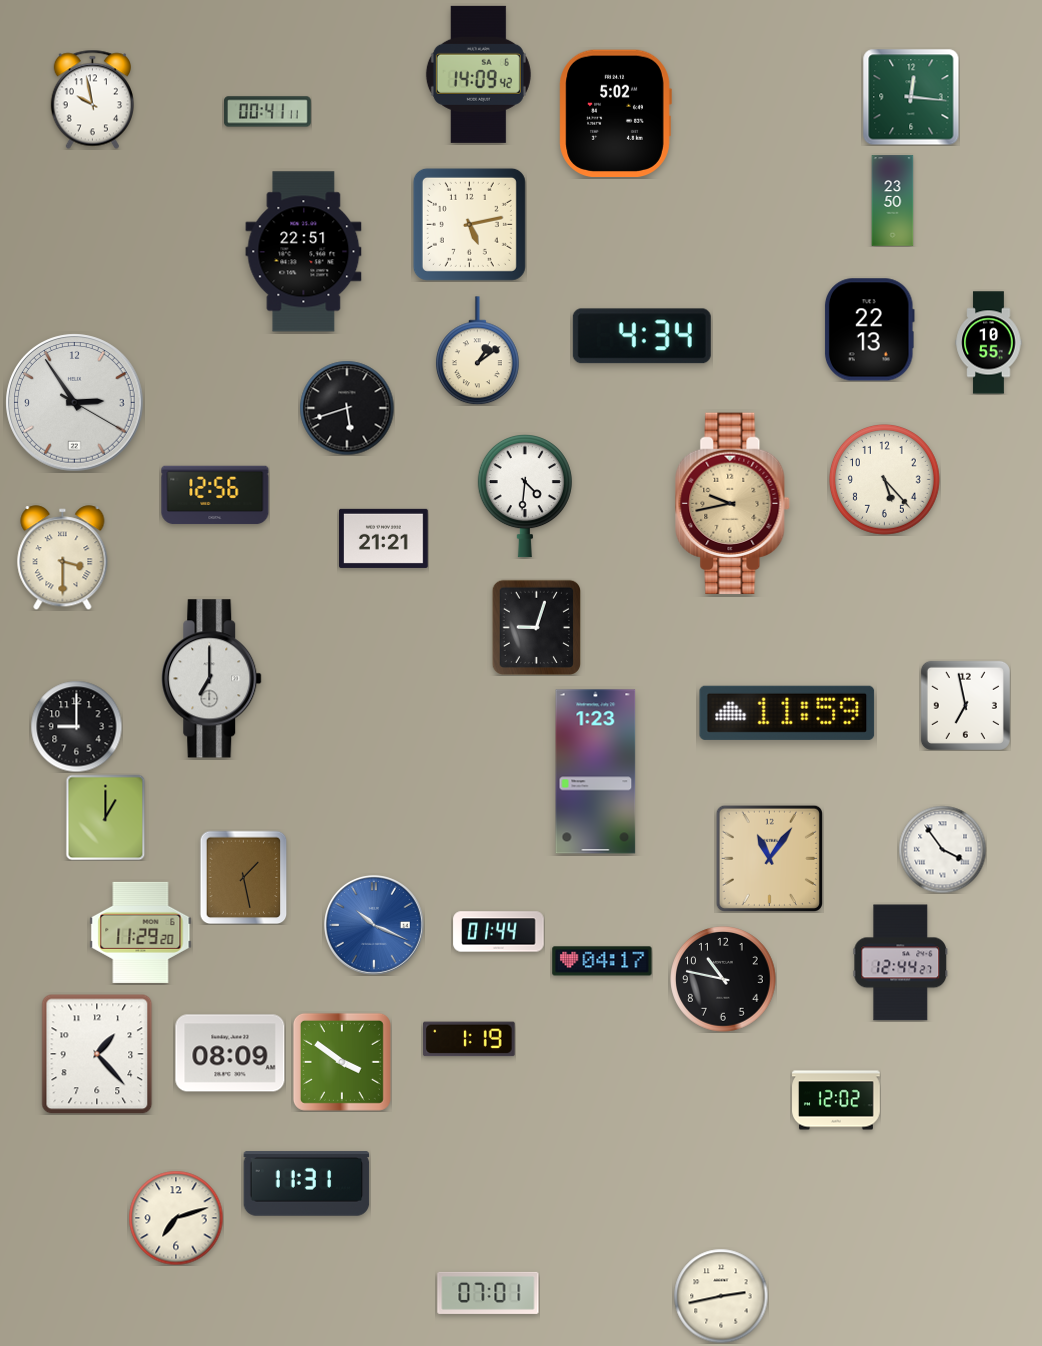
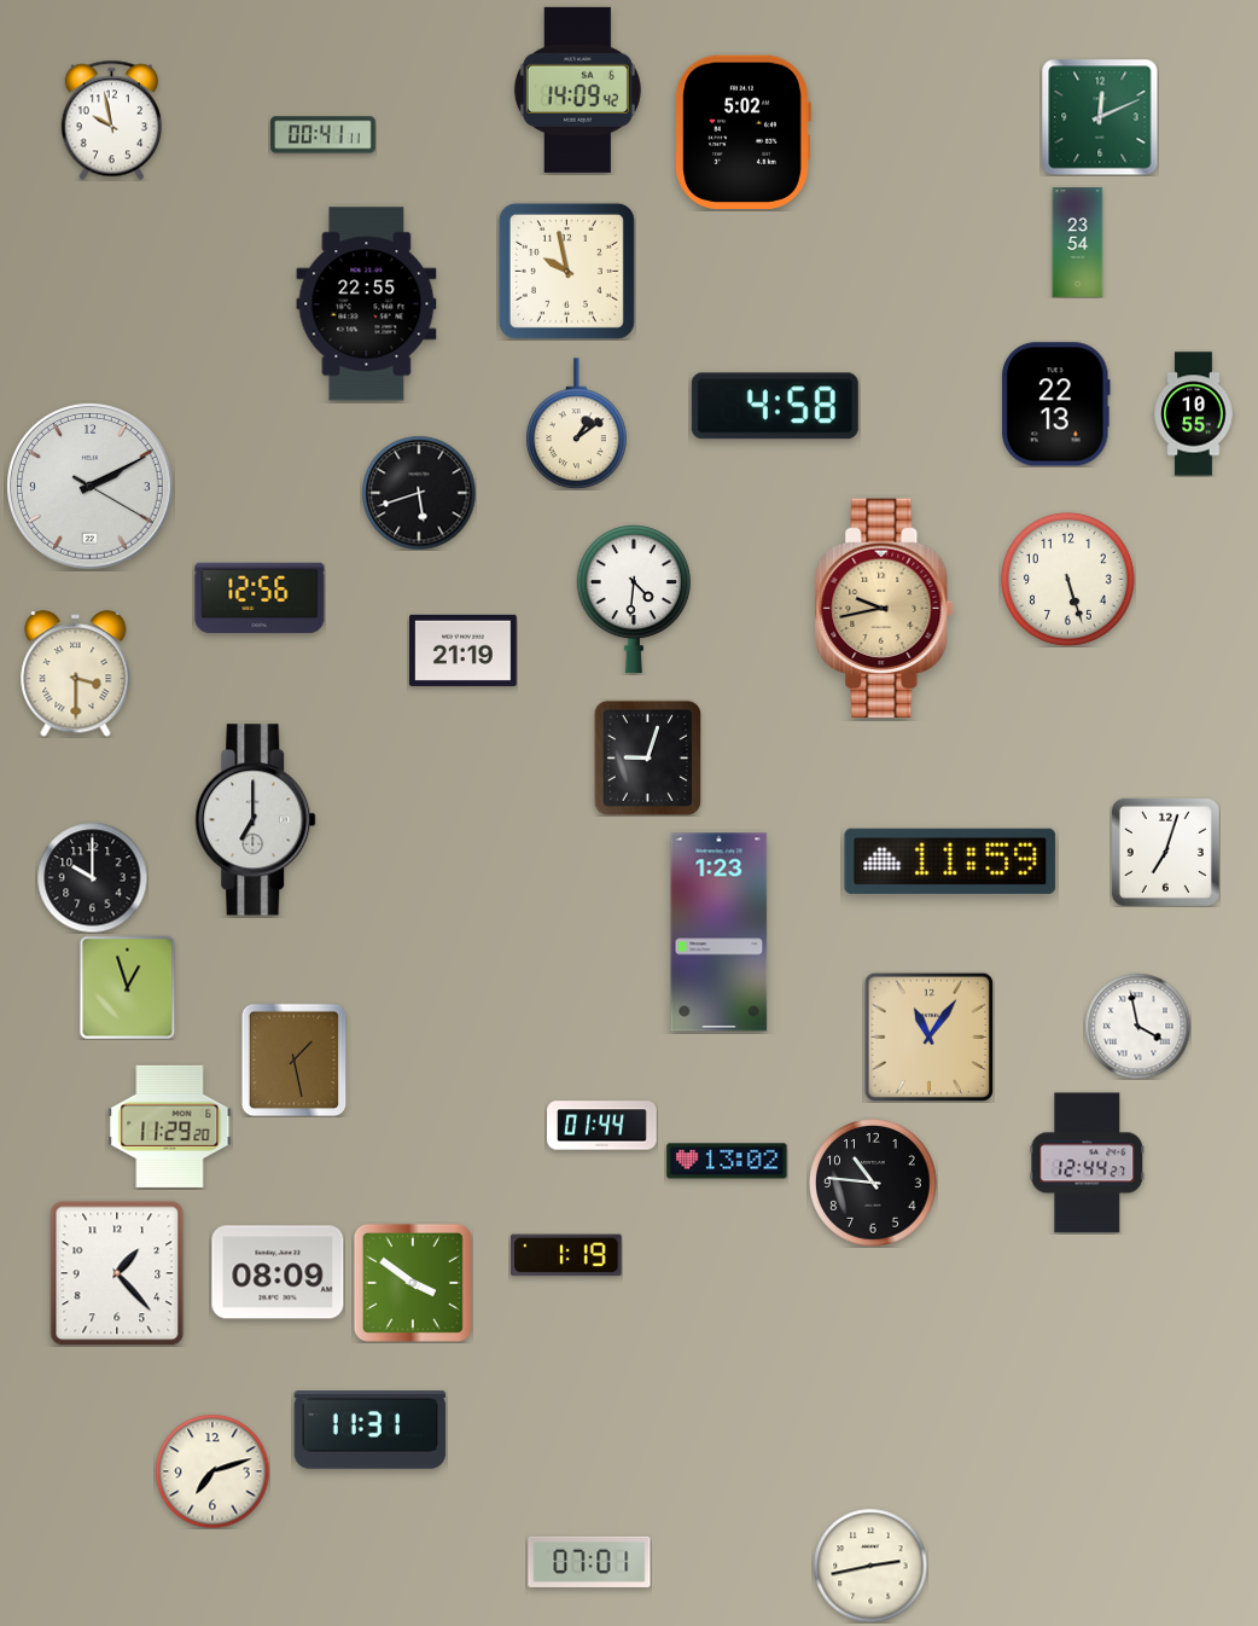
clock at (911, 97): 12:16 -> 12:11
clock at (615, 113) position: (615, 113) -> (742, 132)
clock at (893, 201): 23:50 -> 23:54
clock at (469, 224): 5:13 -> 9:58
clock at (304, 252): 22:51 -> 22:55
clock at (869, 330) position: (869, 330) -> (1055, 405)
clock at (642, 336): 4:34 -> 4:58
clock at (75, 403): 2:54 -> 2:10
clock at (884, 479): 5:23 -> 5:27
clock at (384, 538): 21:21 -> 21:19
clock at (965, 705): 6:58 -> 7:03
clock at (76, 726): 9:00 -> 10:00
clock at (106, 817): 1:00 -> 12:57
clock at (942, 849): 3:54 -> 3:58
clock at (375, 926): 10:19 -> none
clock at (602, 961): 04:17 -> 13:02
clock at (723, 979): 10:47 -> 10:46
clock at (836, 1100): 12:02 -> none
